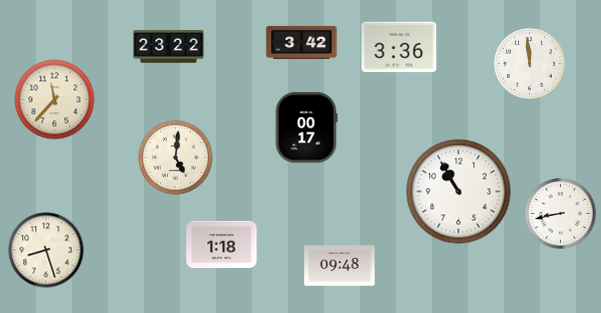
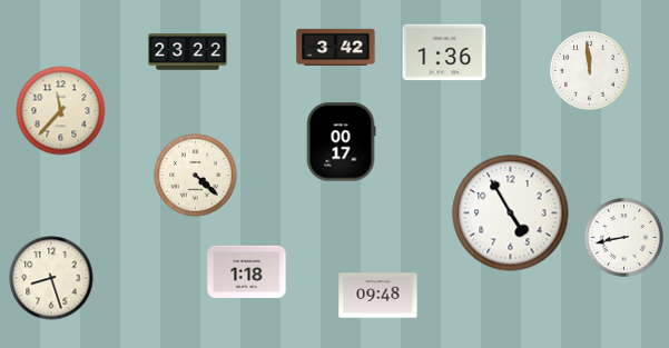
clock at (399, 47): 3:36 -> 1:36
clock at (176, 158): 5:01 -> 4:22
clock at (459, 192): 10:55 -> 4:55
